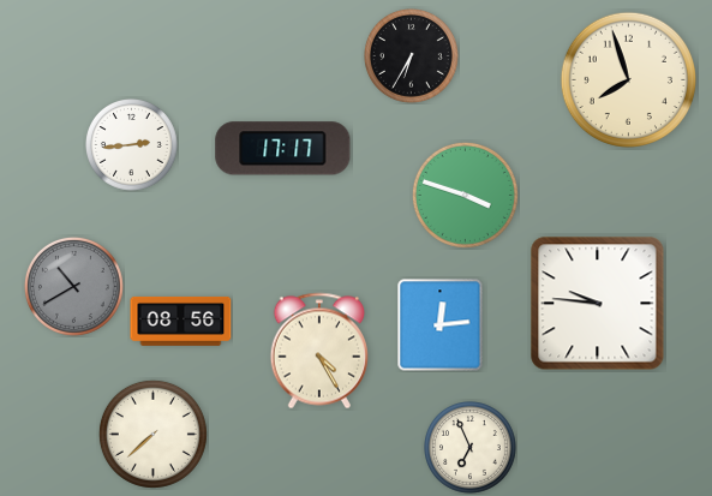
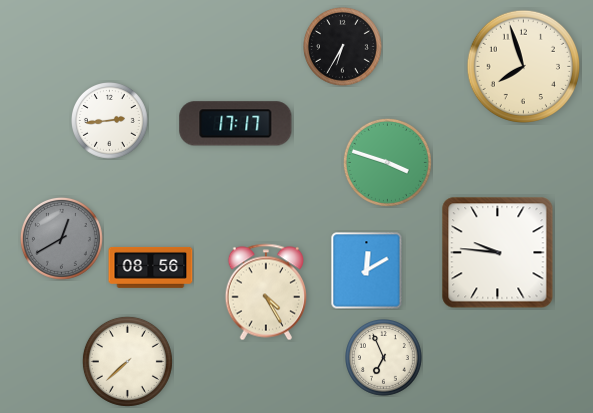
clock at (73, 286): 10:40 -> 12:40
clock at (441, 325): 12:14 -> 12:10
clock at (471, 448) position: (471, 448) -> (384, 358)
